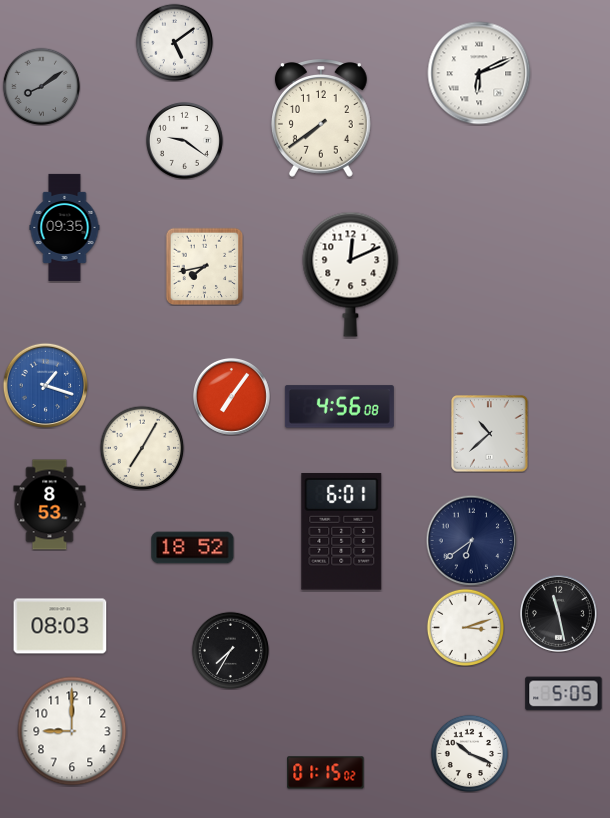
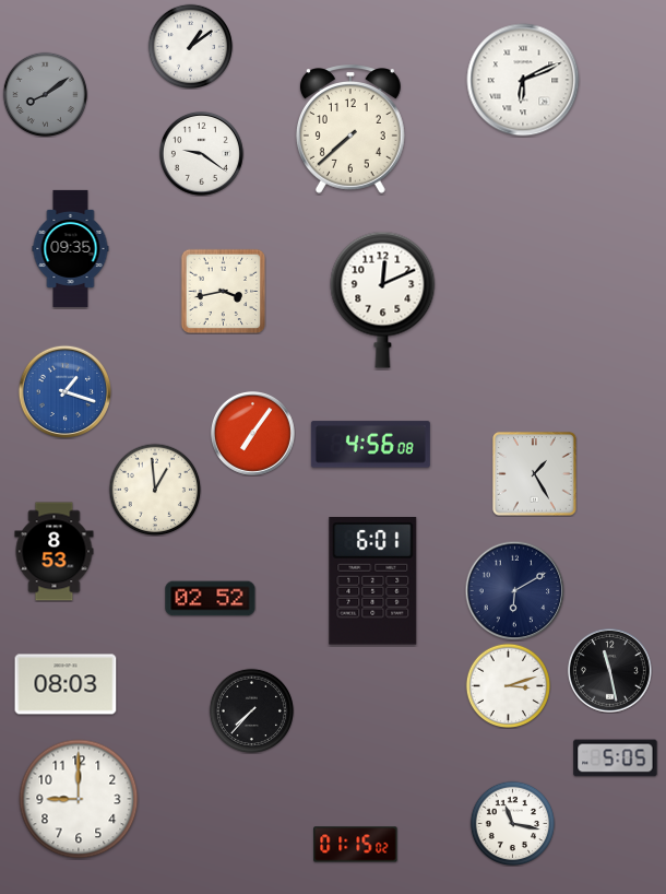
clock at (174, 42): 5:09 -> 1:09
clock at (321, 118): 7:39 -> 7:38
clock at (204, 266): 7:43 -> 3:43
clock at (45, 385) position: (45, 385) -> (64, 391)
clock at (490, 434): 10:38 -> 1:25
clock at (142, 448): 7:05 -> 12:59
clock at (471, 540): 6:39 -> 6:10
clock at (193, 548): 18:52 -> 02:52
clock at (230, 650): 7:35 -> 7:37
clock at (469, 753): 10:19 -> 11:17
